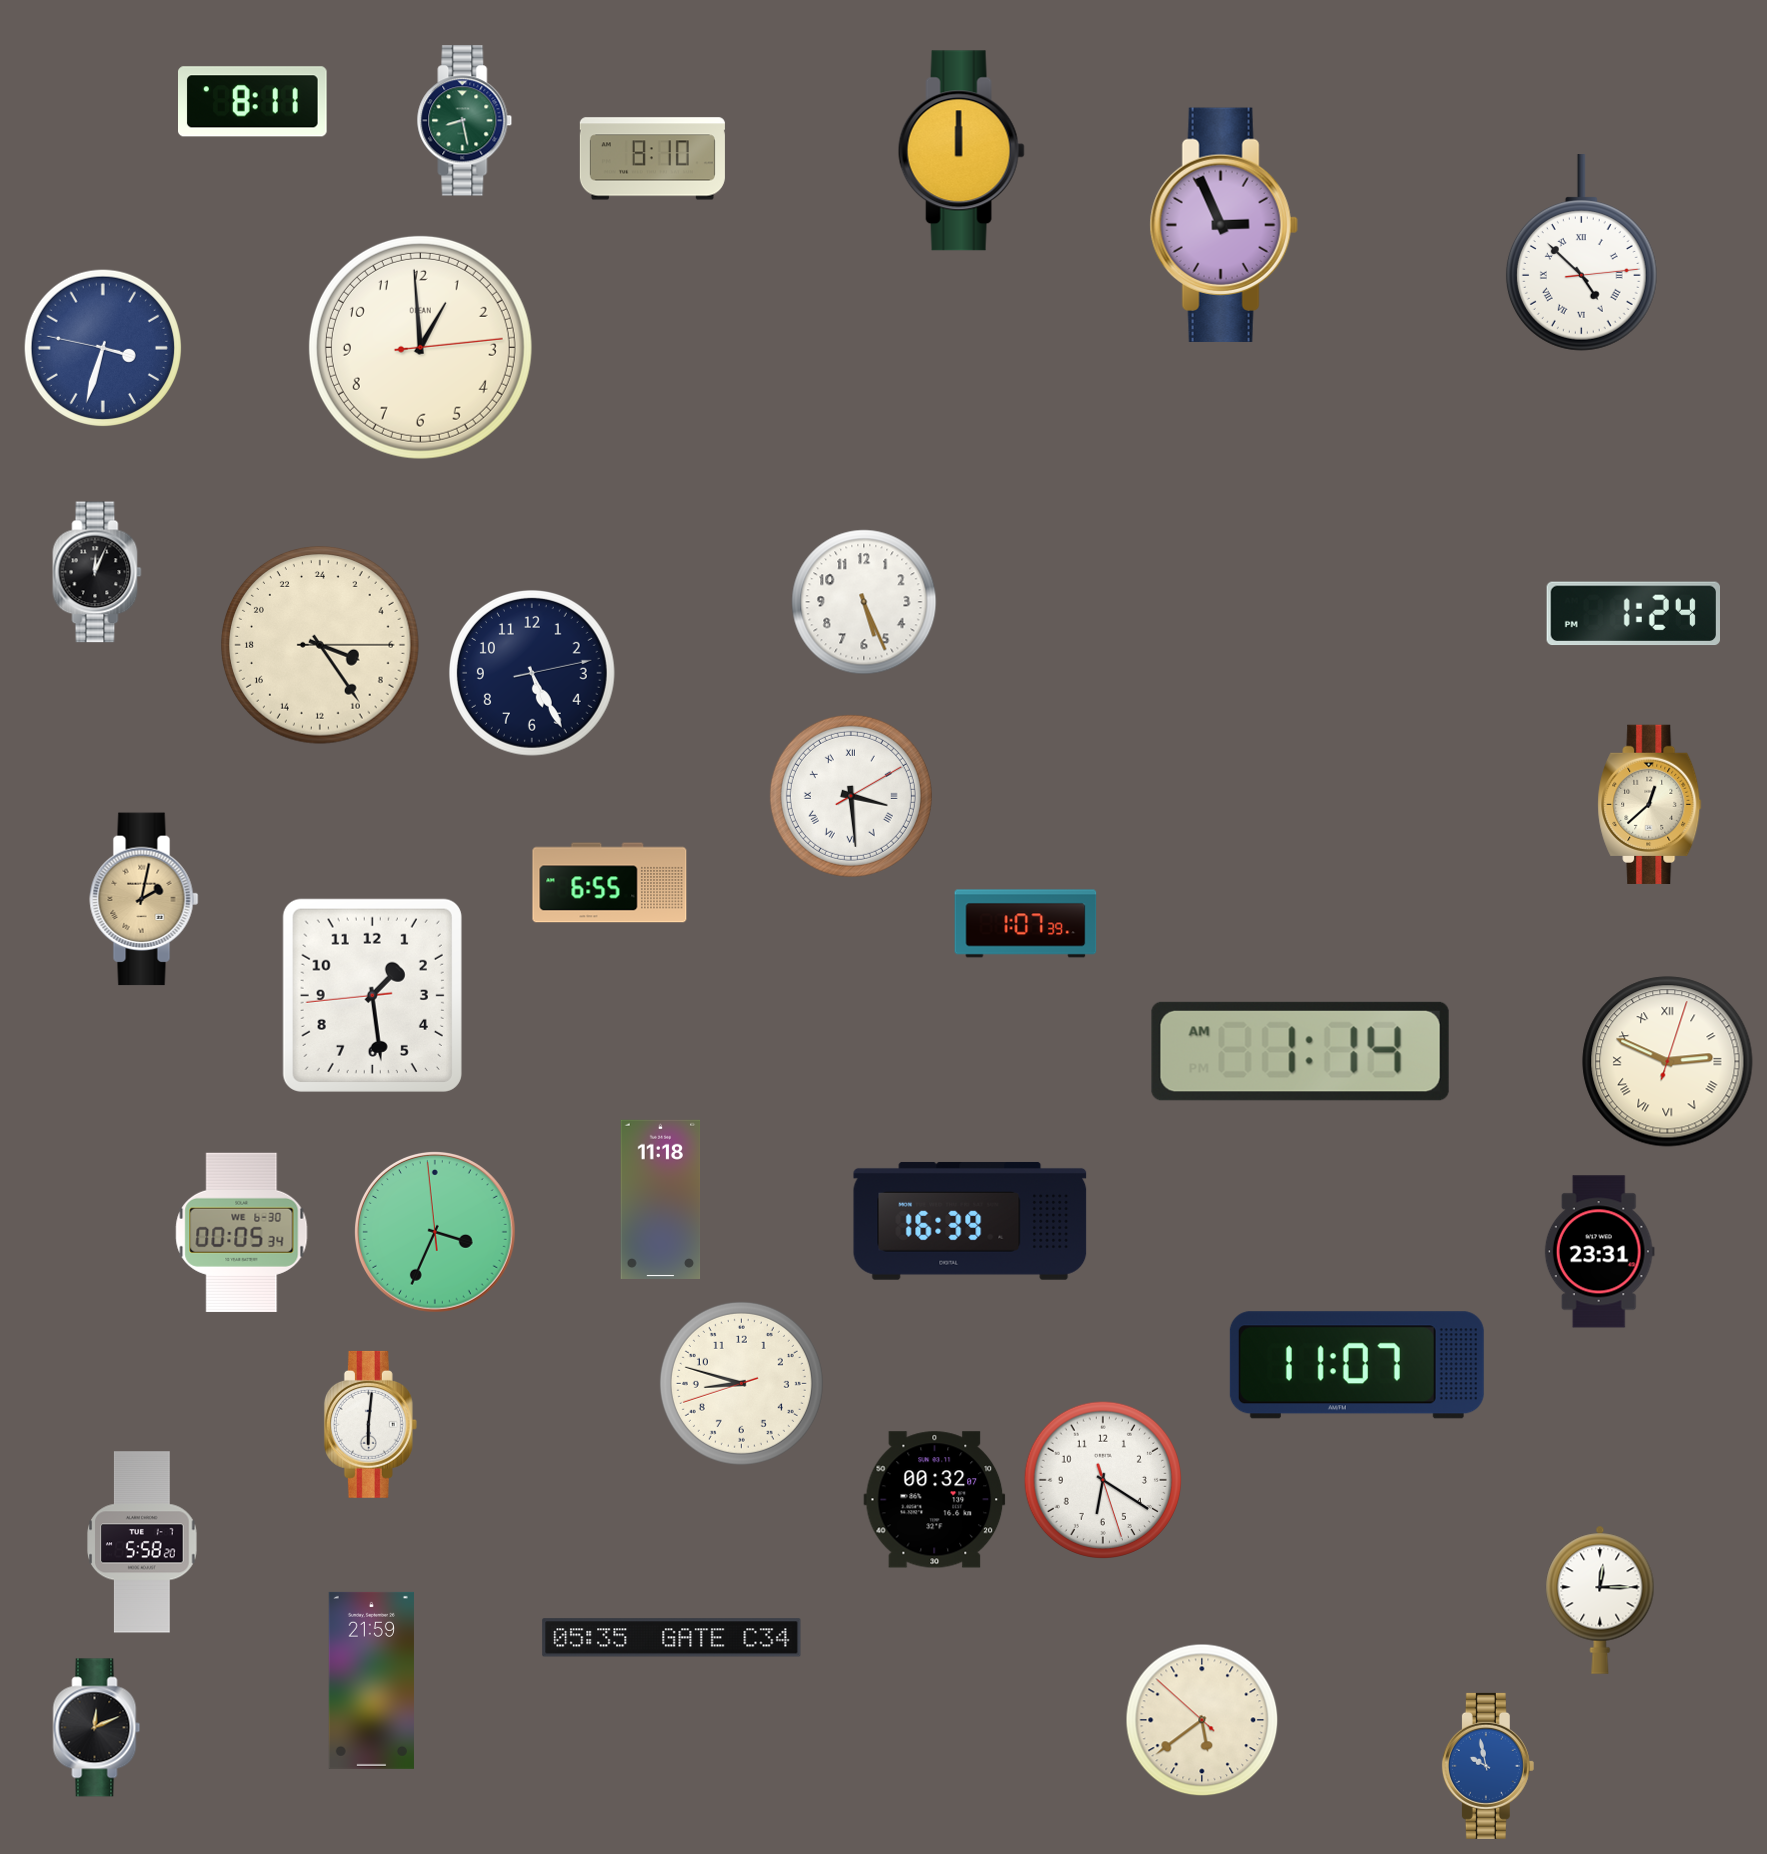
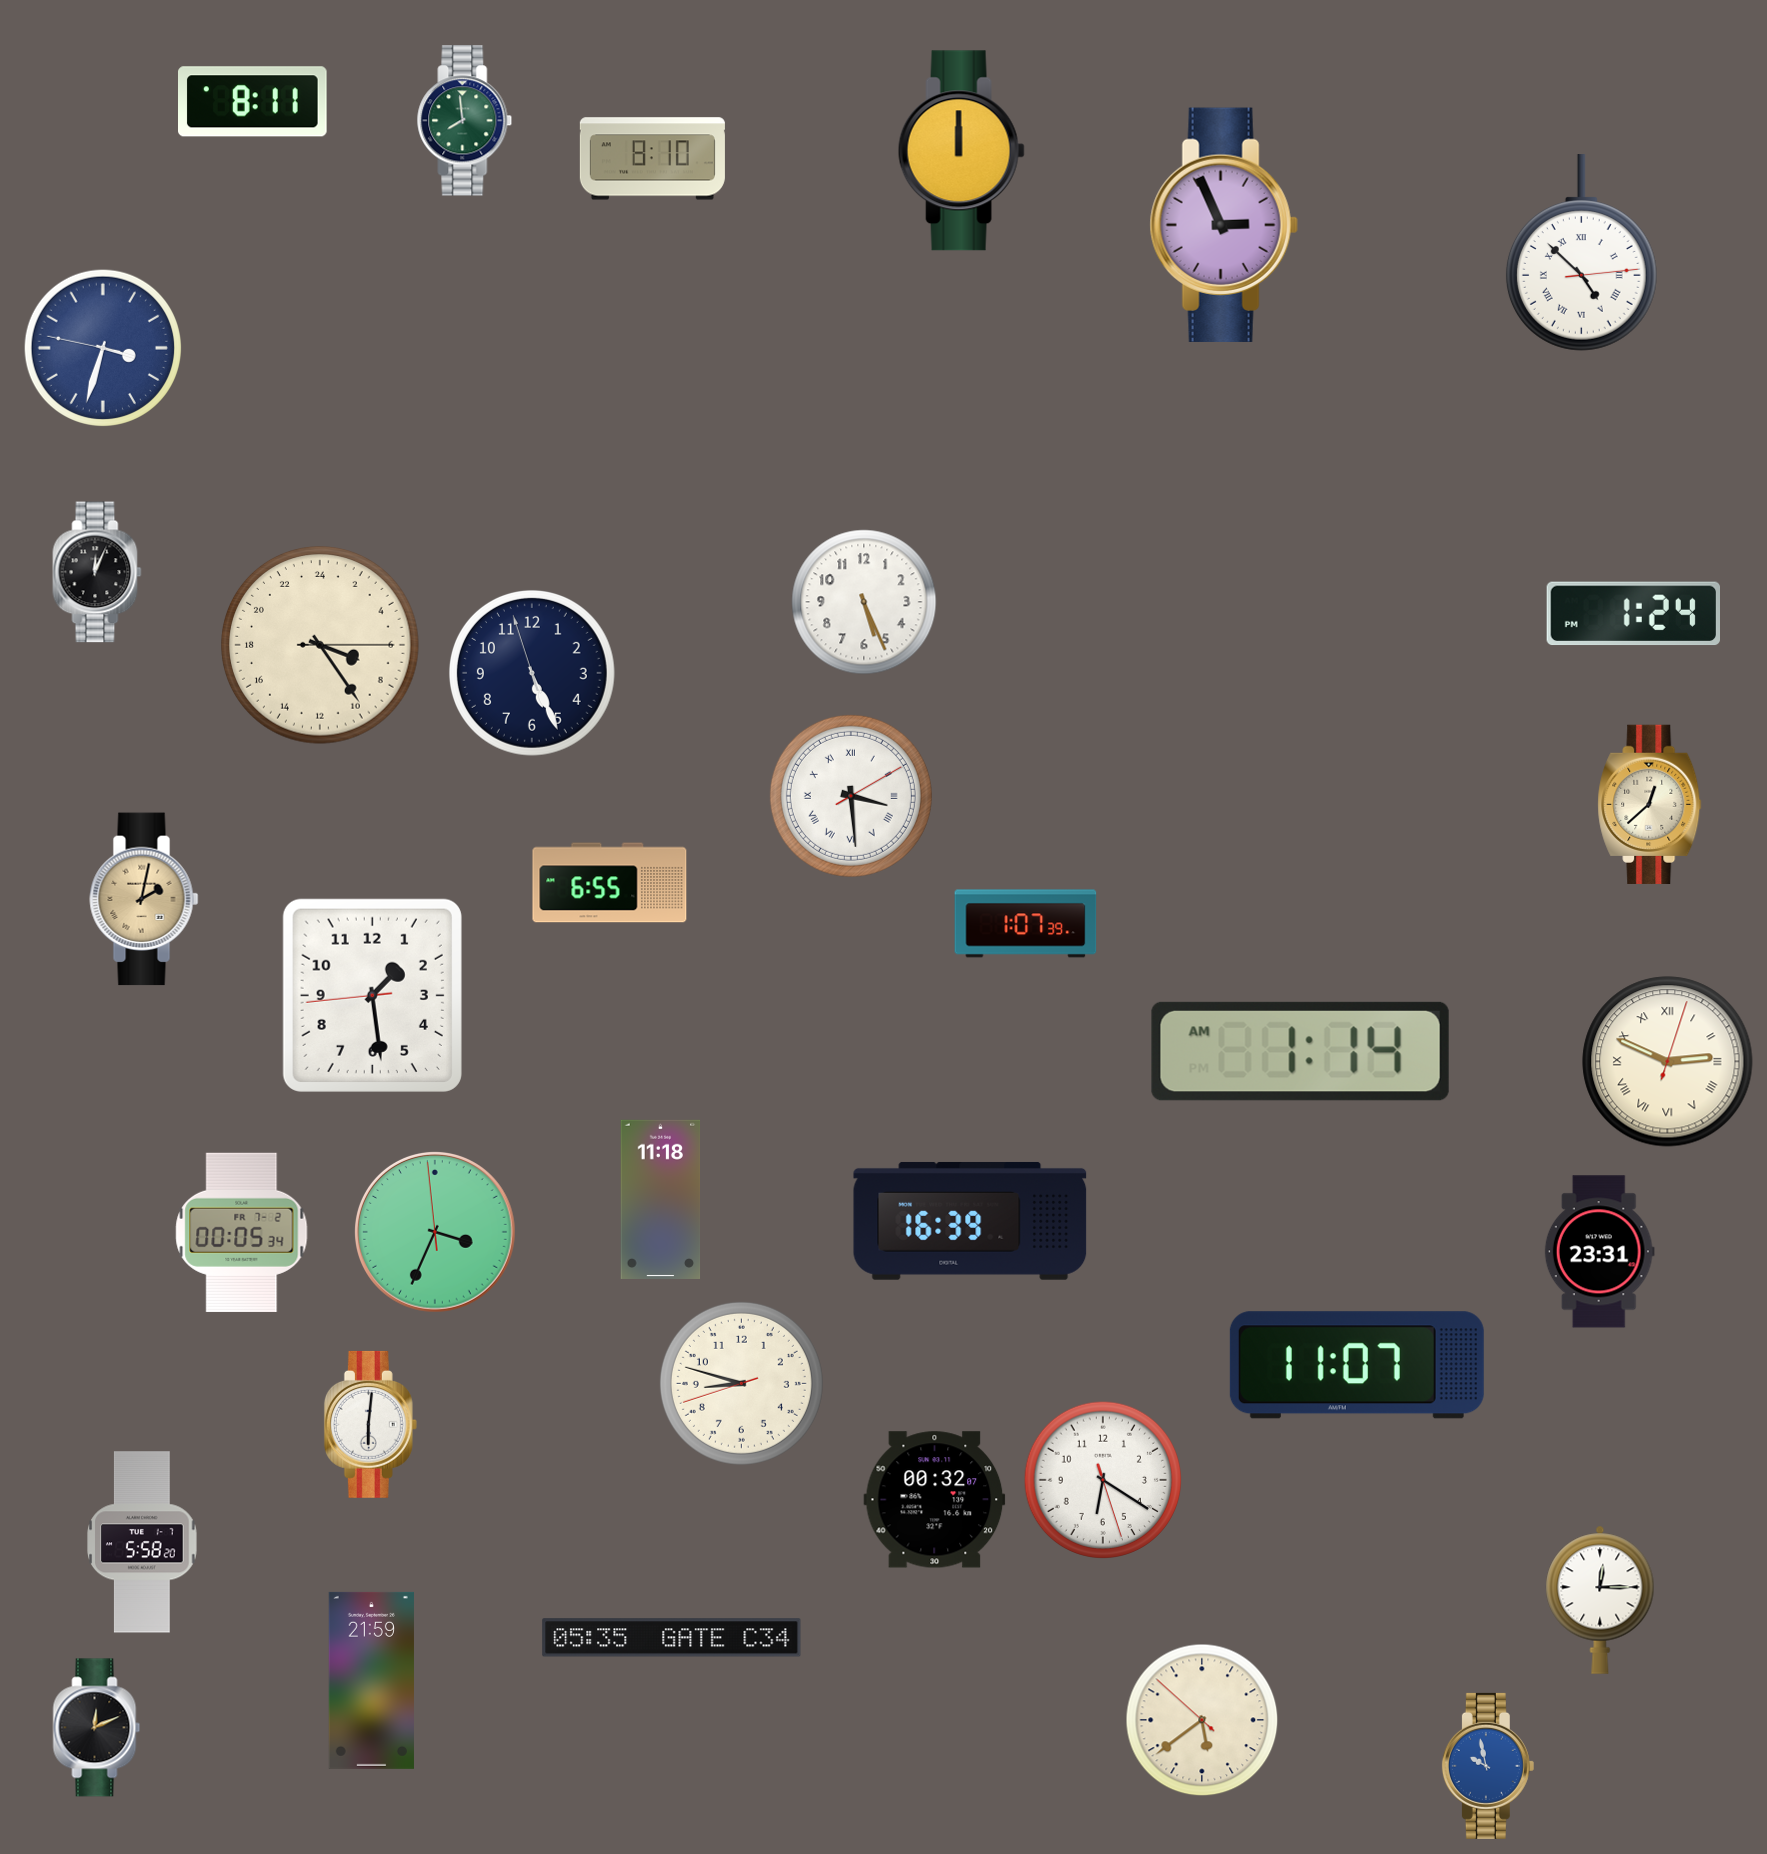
clock at (465, 121): 8:28 -> 7:59
clock at (420, 347): 12:59 -> none
clock at (532, 673): 5:25:13 -> 5:25:57
clock at (242, 1232) date: WE 6-30 -> FR 7-2
